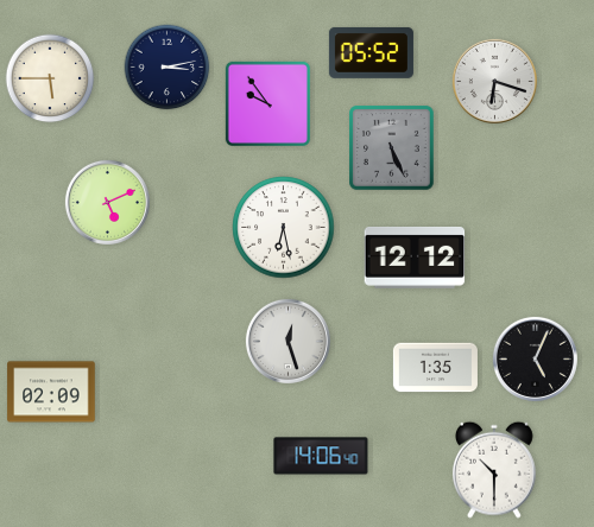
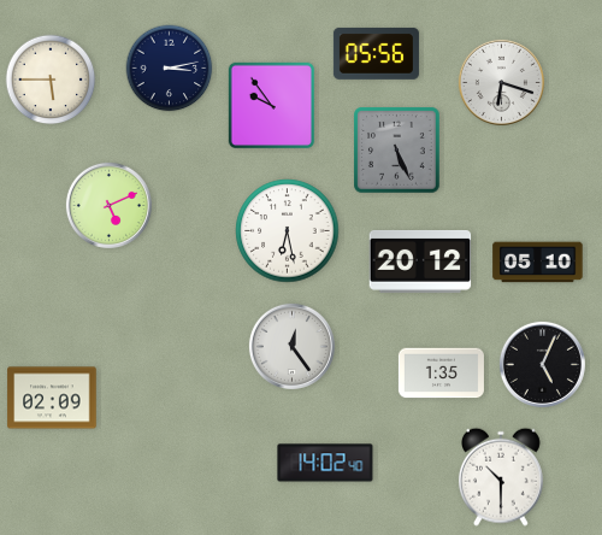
clock at (371, 53): 05:52 -> 05:56
clock at (415, 258): 12:12 -> 20:12
clock at (538, 263): none -> 05:10
clock at (287, 341): 12:27 -> 12:24
clock at (321, 456): 14:06 -> 14:02
